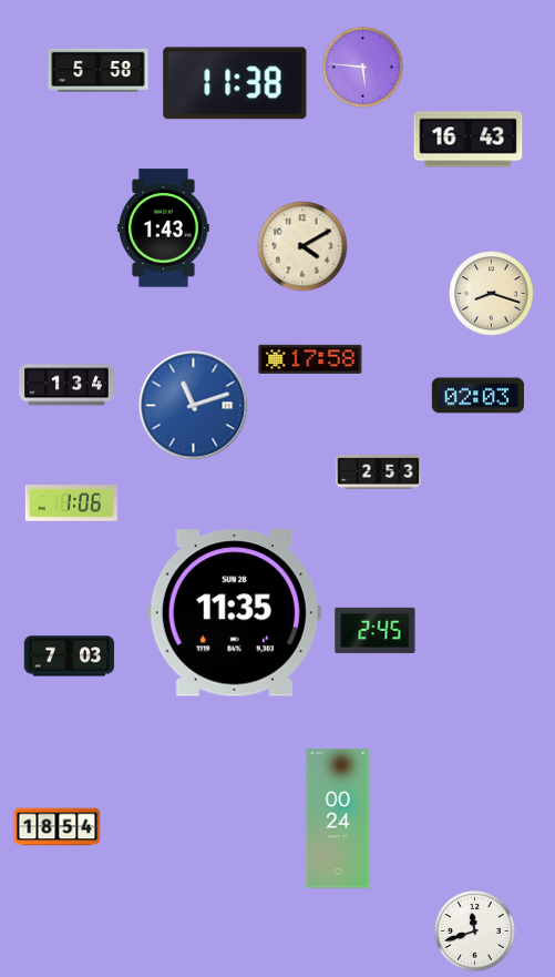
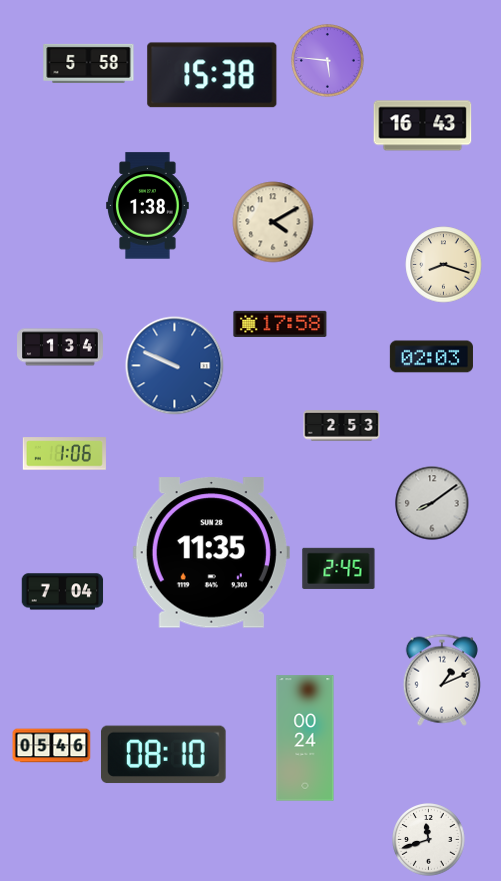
clock at (235, 83): 11:38 -> 15:38
clock at (164, 228): 1:43 -> 1:38
clock at (194, 406): 11:12 -> 9:49
clock at (432, 503): none -> 8:09
clock at (70, 657): 7:03 -> 7:04
clock at (442, 680): none -> 1:11
clock at (58, 827): 18:54 -> 05:46
clock at (164, 755): none -> 08:10
